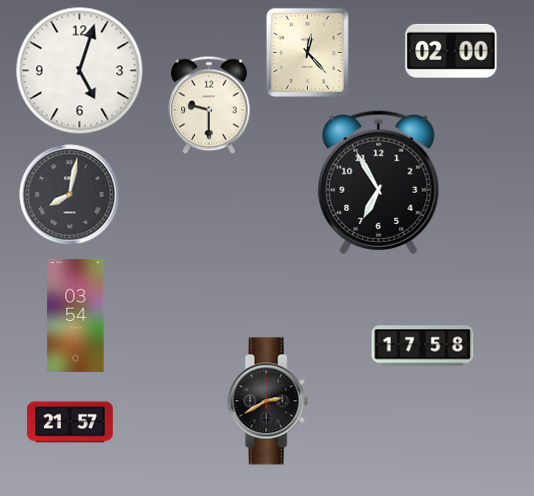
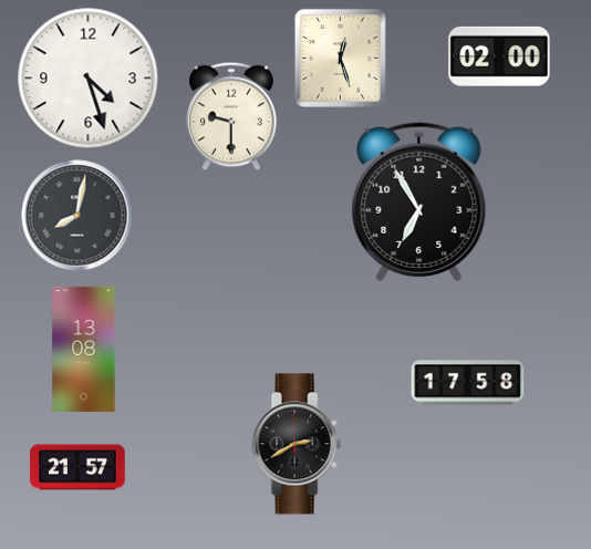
clock at (307, 52): 12:23 -> 12:27
clock at (80, 71): 5:03 -> 4:27
clock at (76, 315): 03:54 -> 13:08
